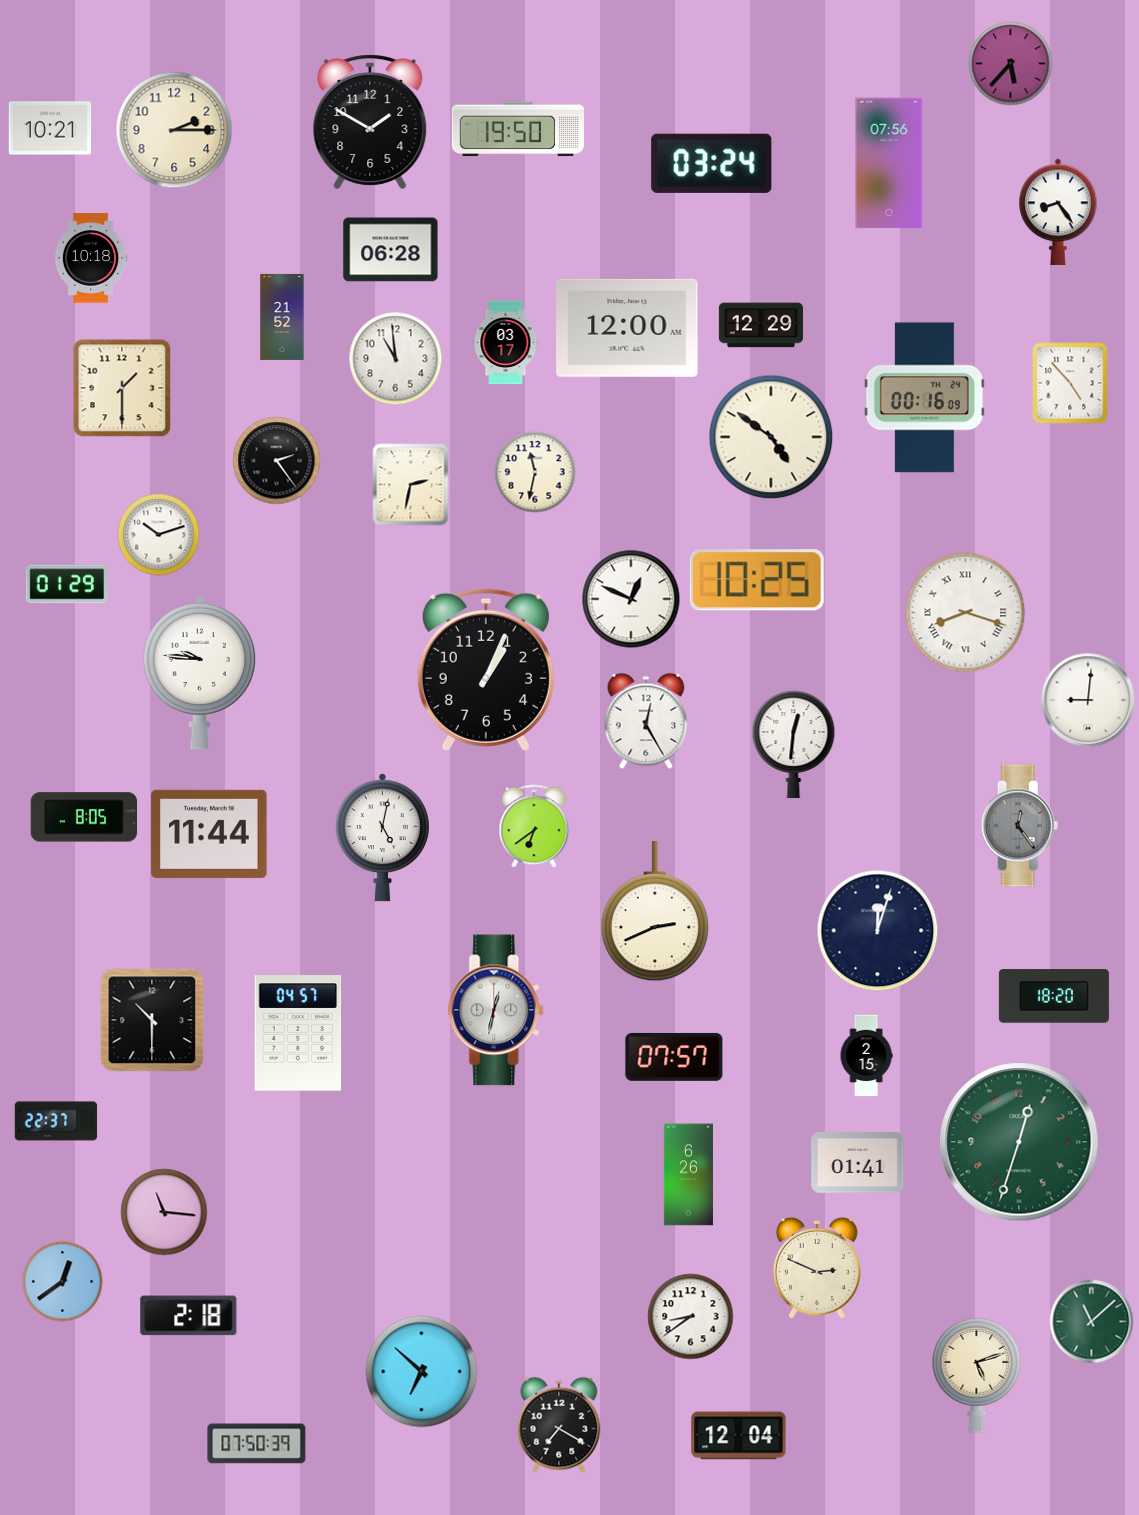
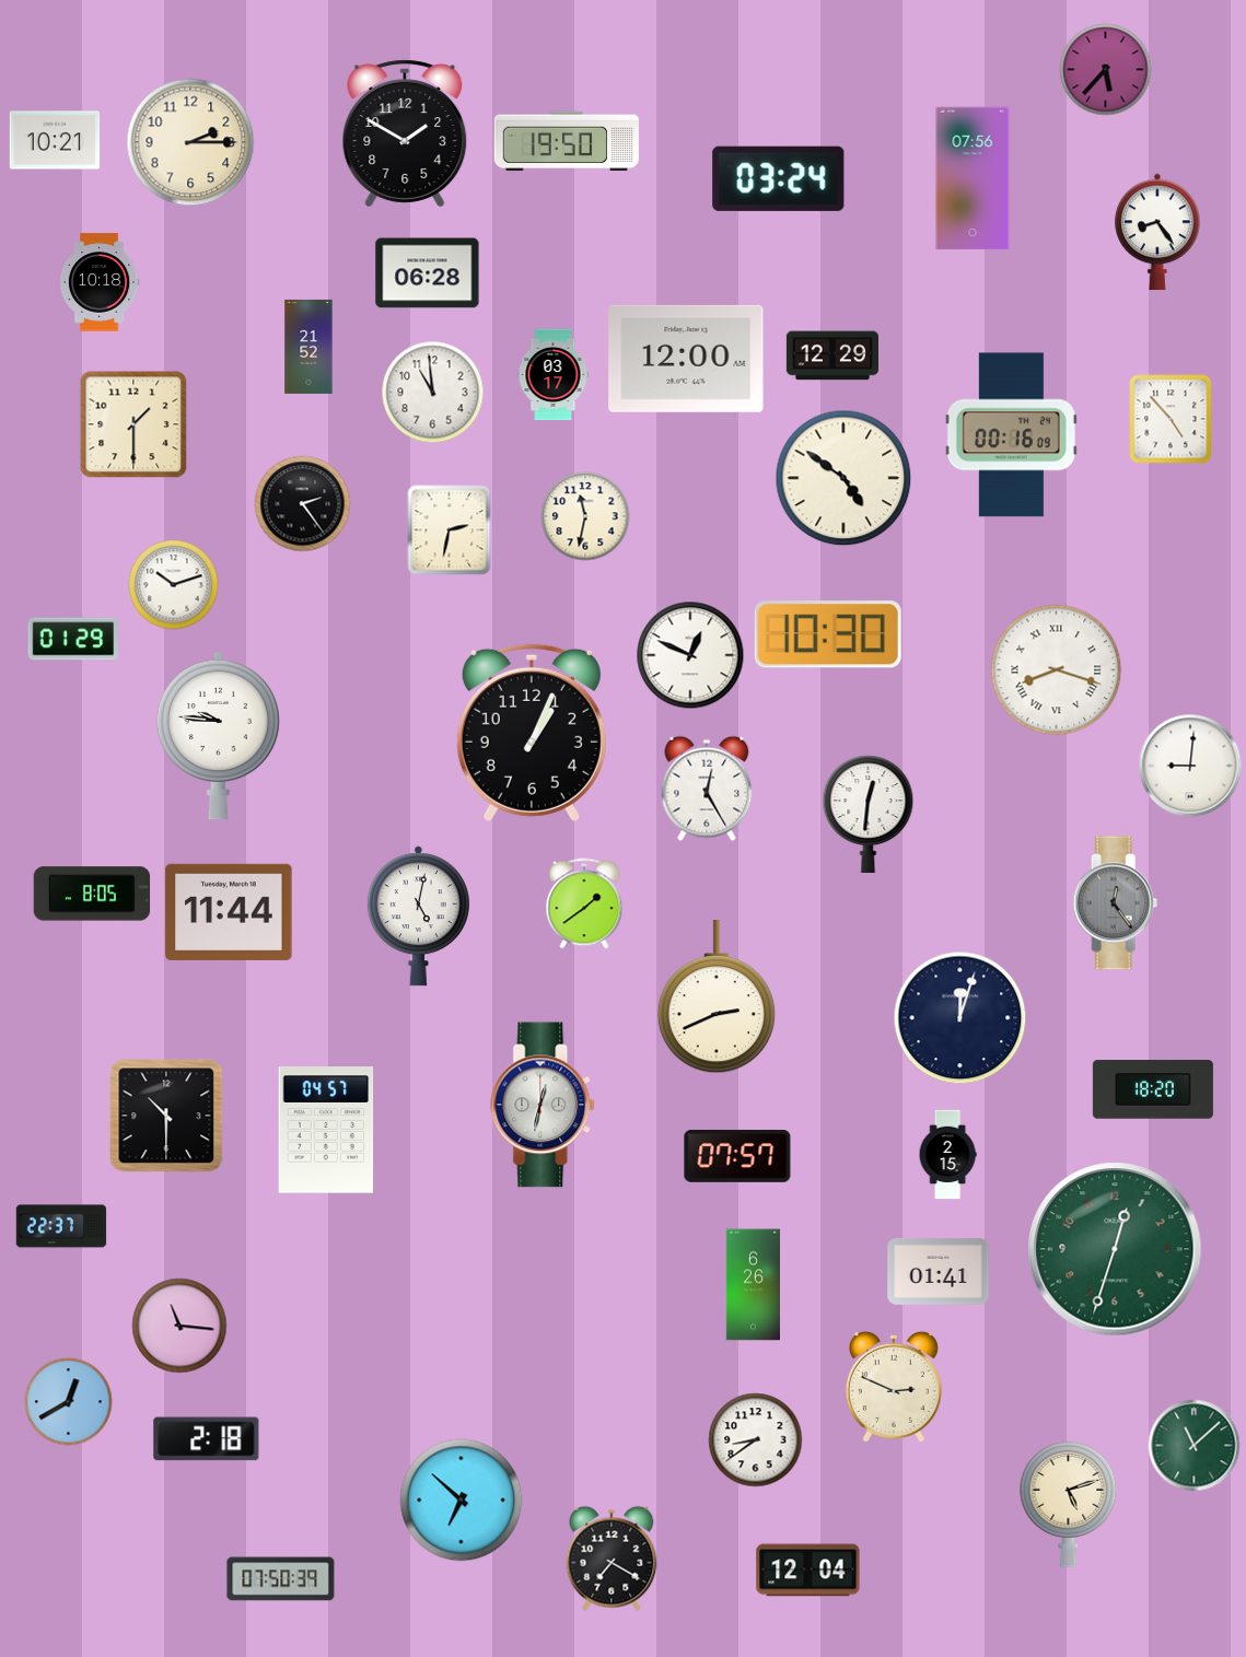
clock at (757, 580): 10:25 -> 10:30
clock at (534, 826): 6:39 -> 1:39
clock at (63, 1282): 12:39 -> 12:40
